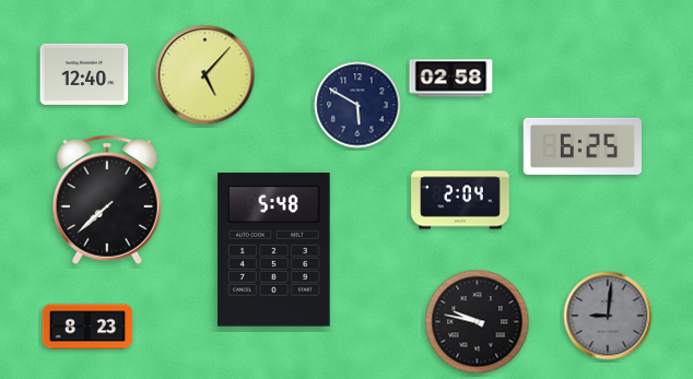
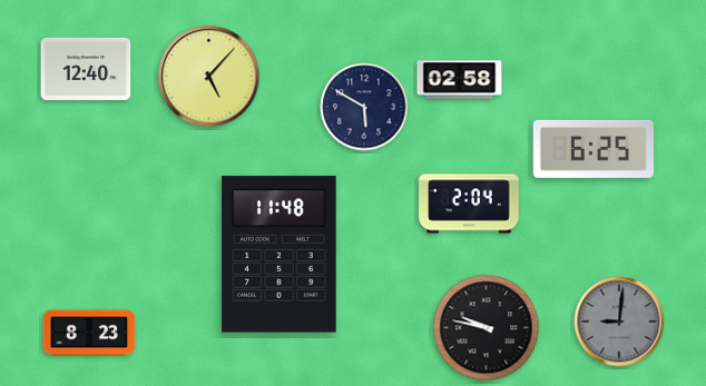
clock at (84, 74) position: (84, 74) -> (86, 69)
clock at (108, 200): 7:38 -> none
clock at (274, 250): 5:48 -> 11:48
